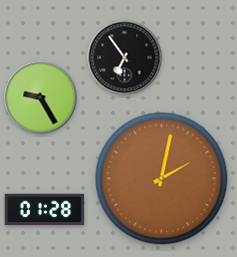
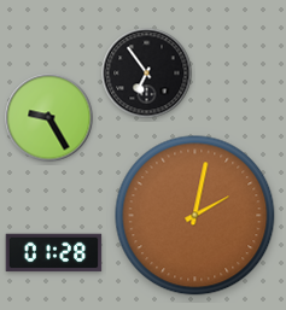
clock at (125, 58) position: (125, 58) -> (147, 74)
